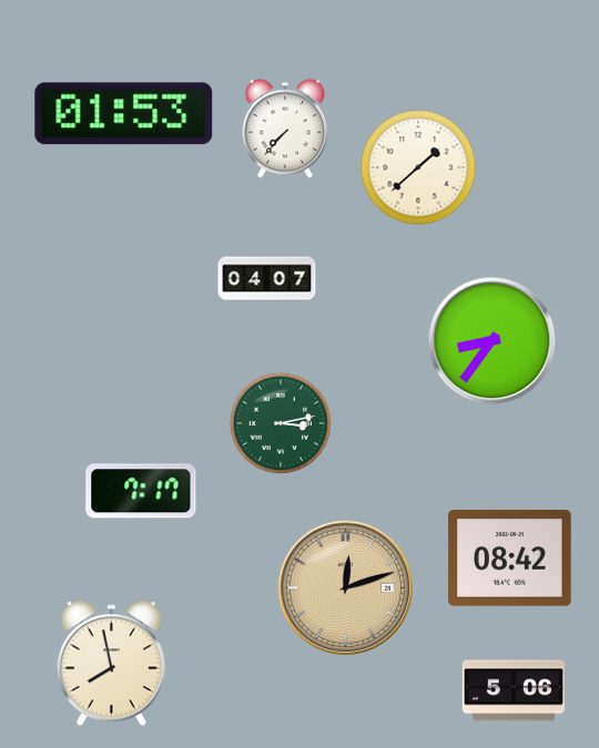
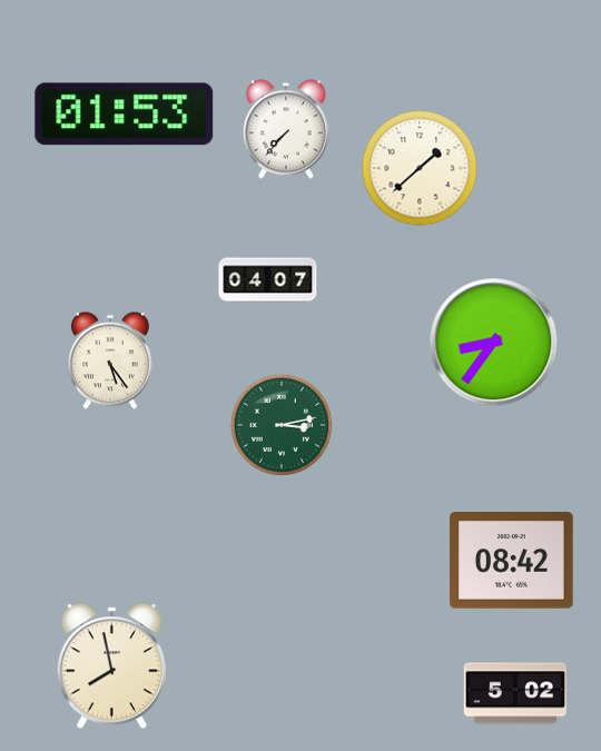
clock at (110, 360): none -> 5:24
clock at (141, 491): 7:17 -> none
clock at (346, 588): 12:12 -> none
clock at (512, 690): 5:06 -> 5:02
